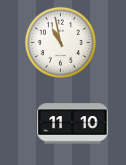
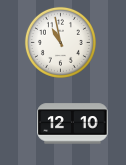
clock at (73, 124): 11:10 -> 12:10
